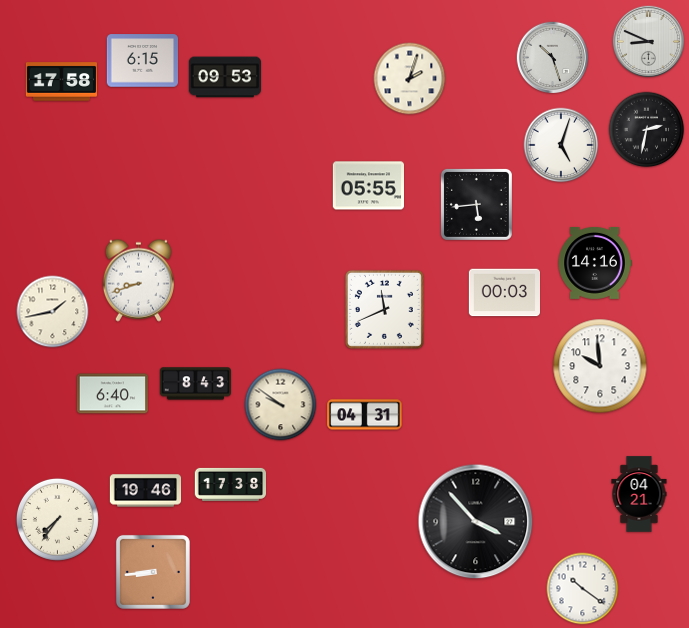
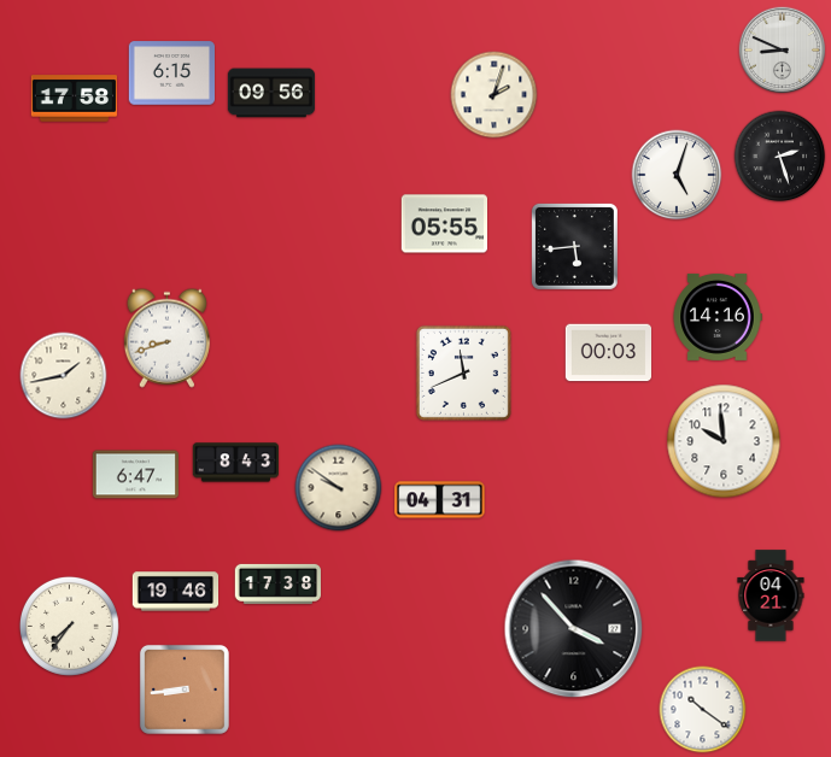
clock at (553, 58): 10:27 -> none
clock at (225, 77): 09:53 -> 09:56
clock at (647, 130): 2:32 -> 2:27
clock at (112, 394): 6:40 -> 6:47
